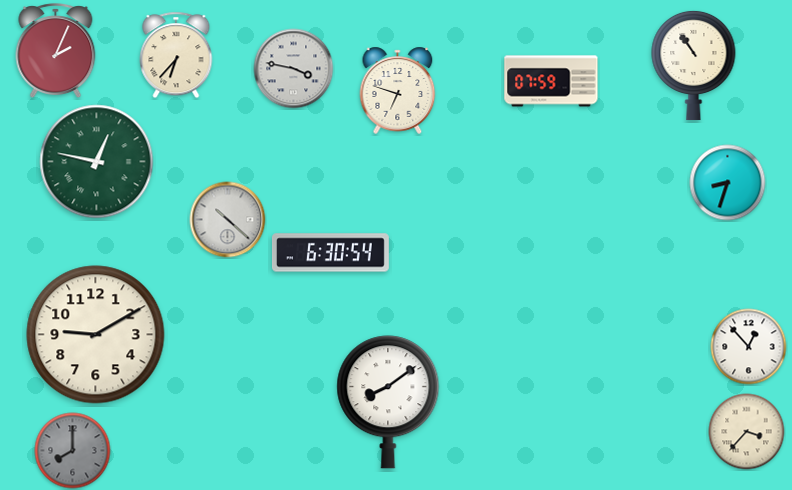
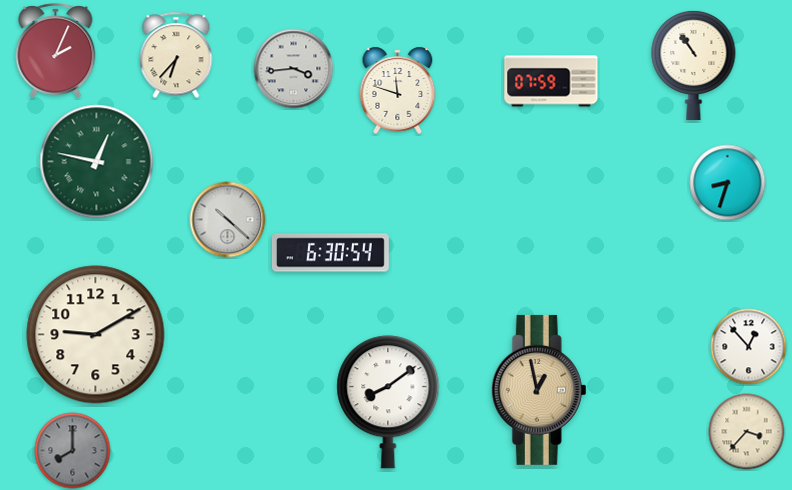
clock at (294, 69): 3:47 -> 3:44
clock at (398, 90): 6:48 -> 11:48
clock at (539, 390): none -> 12:58
